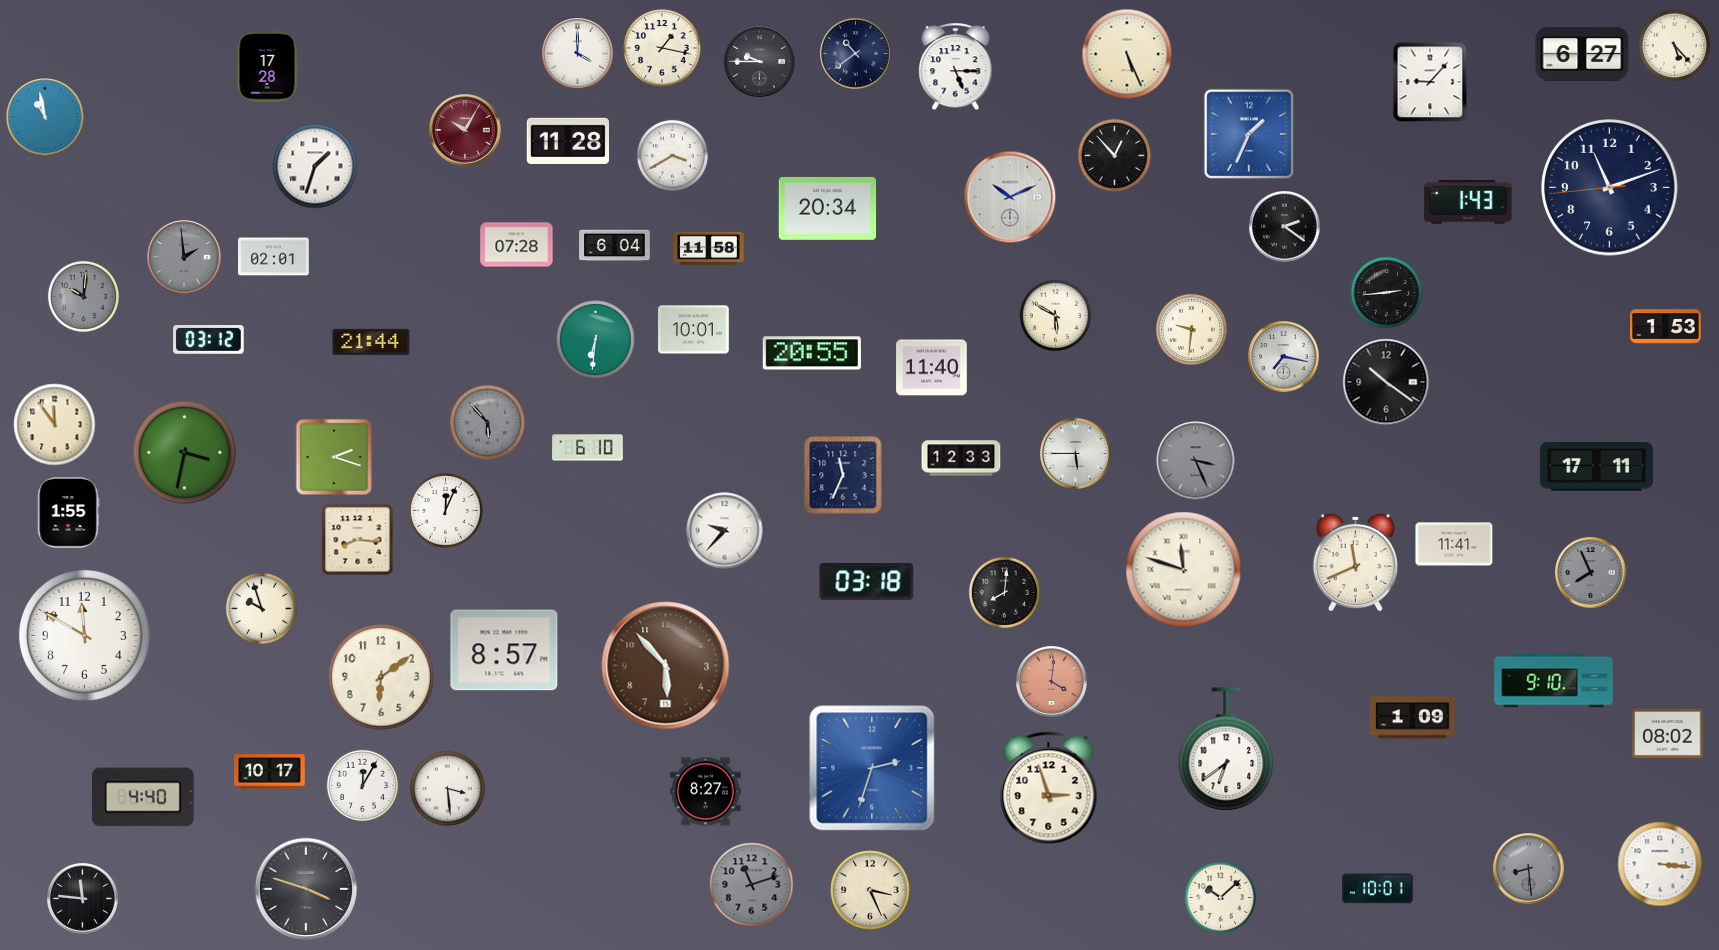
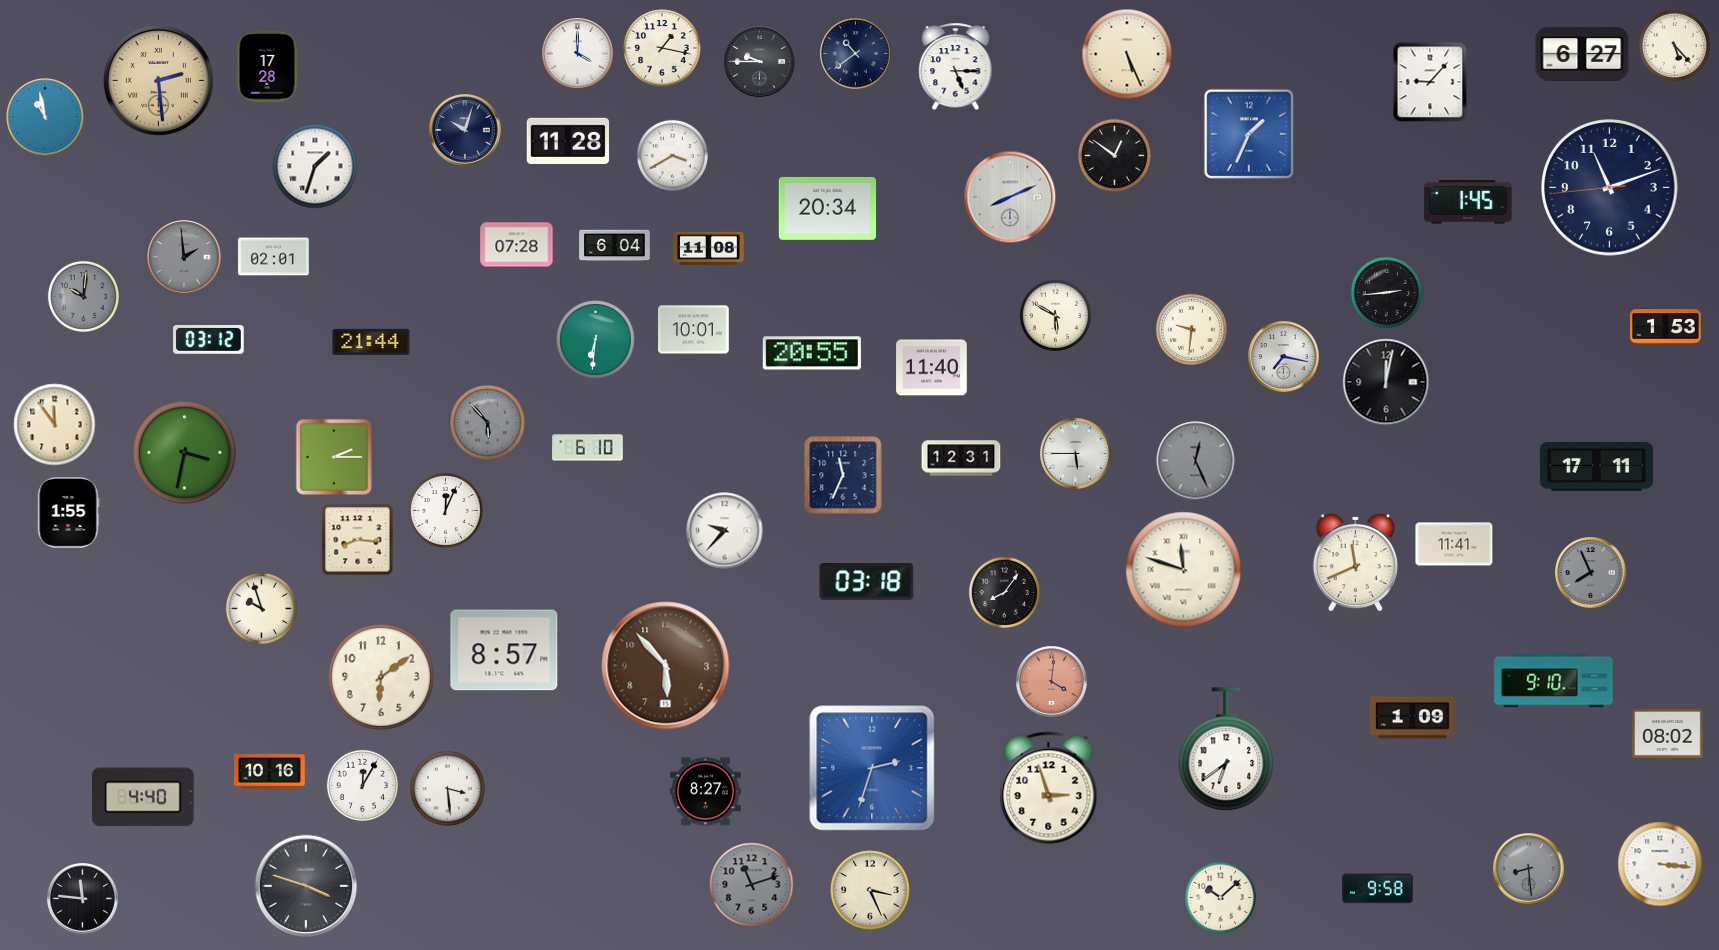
clock at (158, 80): none -> 2:29
clock at (465, 130): 10:05 -> 10:03
clock at (465, 130) dial: burgundy -> navy
clock at (1114, 155): 12:53 -> 12:51
clock at (1010, 197): 10:11 -> 8:11
clock at (1468, 203): 1:43 -> 1:45
clock at (1285, 227): 2:21 -> none
clock at (709, 249): 11:58 -> 11:08
clock at (1386, 382): 10:21 -> 12:02
clock at (334, 457): 2:18 -> 2:15
clock at (961, 458): 12:33 -> 12:31
clock at (1196, 461): 3:26 -> 12:26
clock at (1004, 592): 8:01 -> 8:06
clock at (84, 635): 11:50 -> none
clock at (270, 772): 10:17 -> 10:16
clock at (306, 889) position: (306, 889) -> (306, 886)
clock at (1378, 889): 10:01 -> 9:58
